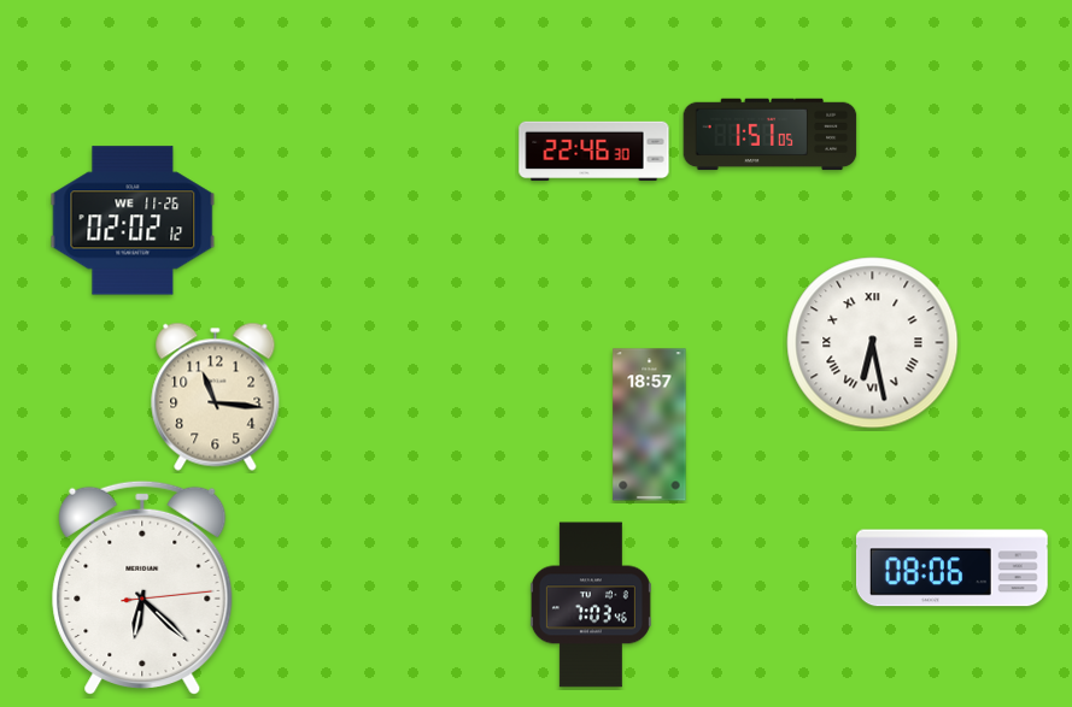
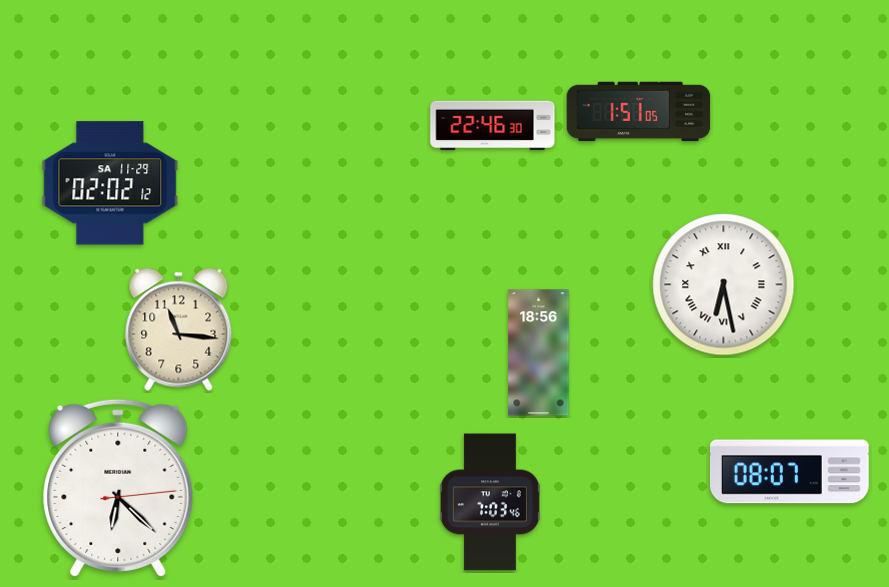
clock at (133, 220) date: WE 11-26 -> SA 11-29
clock at (650, 425): 18:57 -> 18:56
clock at (951, 568): 08:06 -> 08:07
